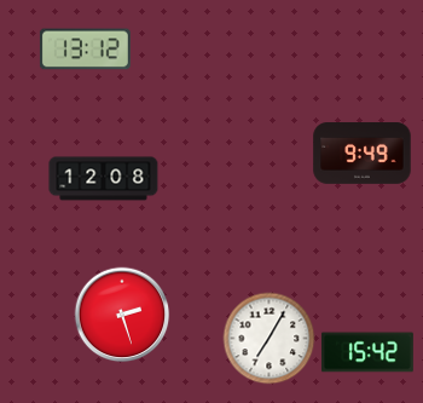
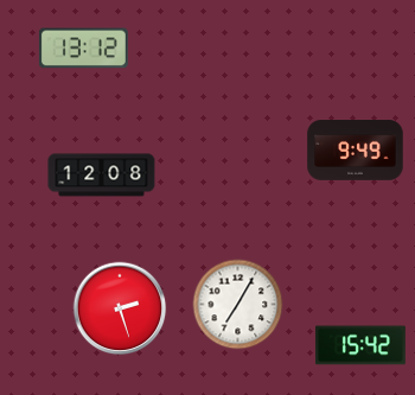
clock at (270, 339) position: (270, 339) -> (238, 305)
